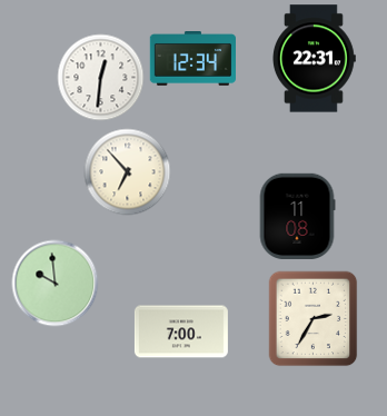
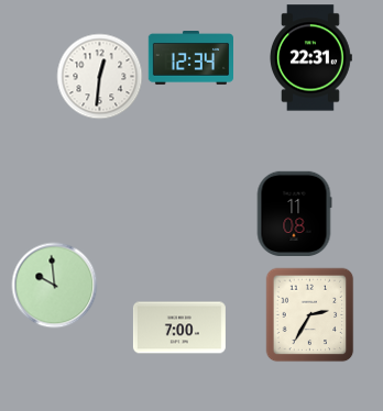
clock at (127, 171): 6:53 -> none
clock at (54, 283) position: (54, 283) -> (54, 285)
